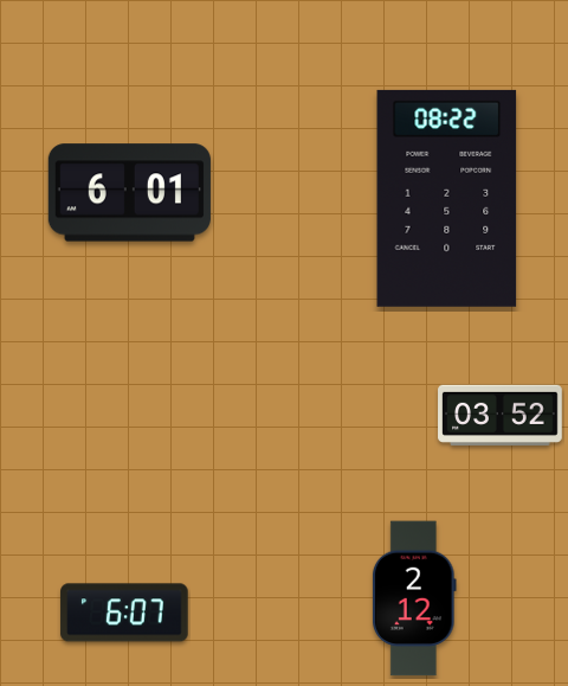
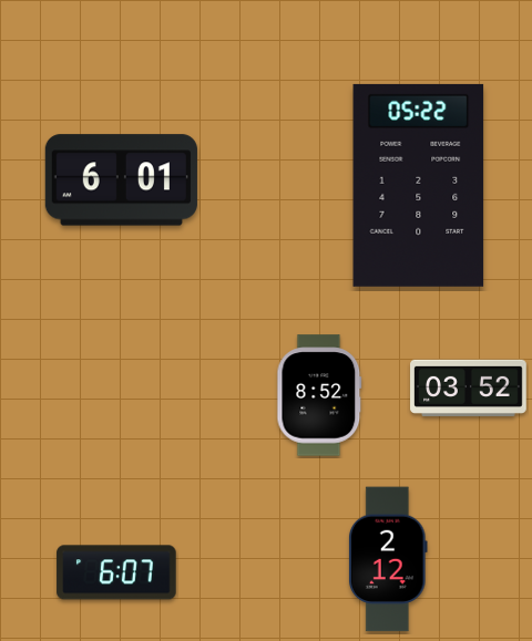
clock at (447, 198): 08:22 -> 05:22
clock at (319, 395): none -> 8:52
